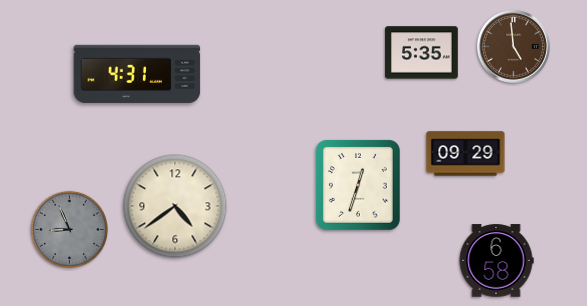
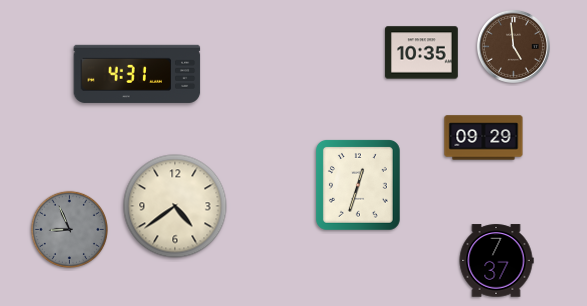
clock at (422, 53): 5:35 -> 10:35
clock at (466, 154) position: (466, 154) -> (484, 138)
clock at (496, 261): 6:58 -> 7:37
